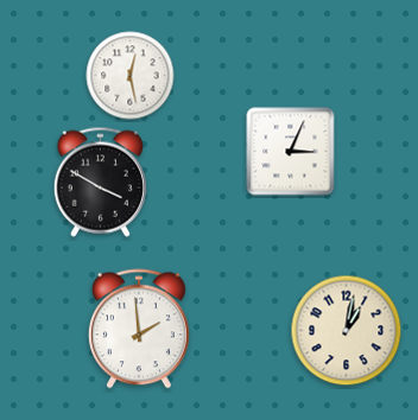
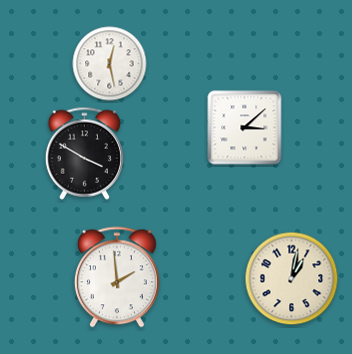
clock at (291, 152): 3:04 -> 3:08
